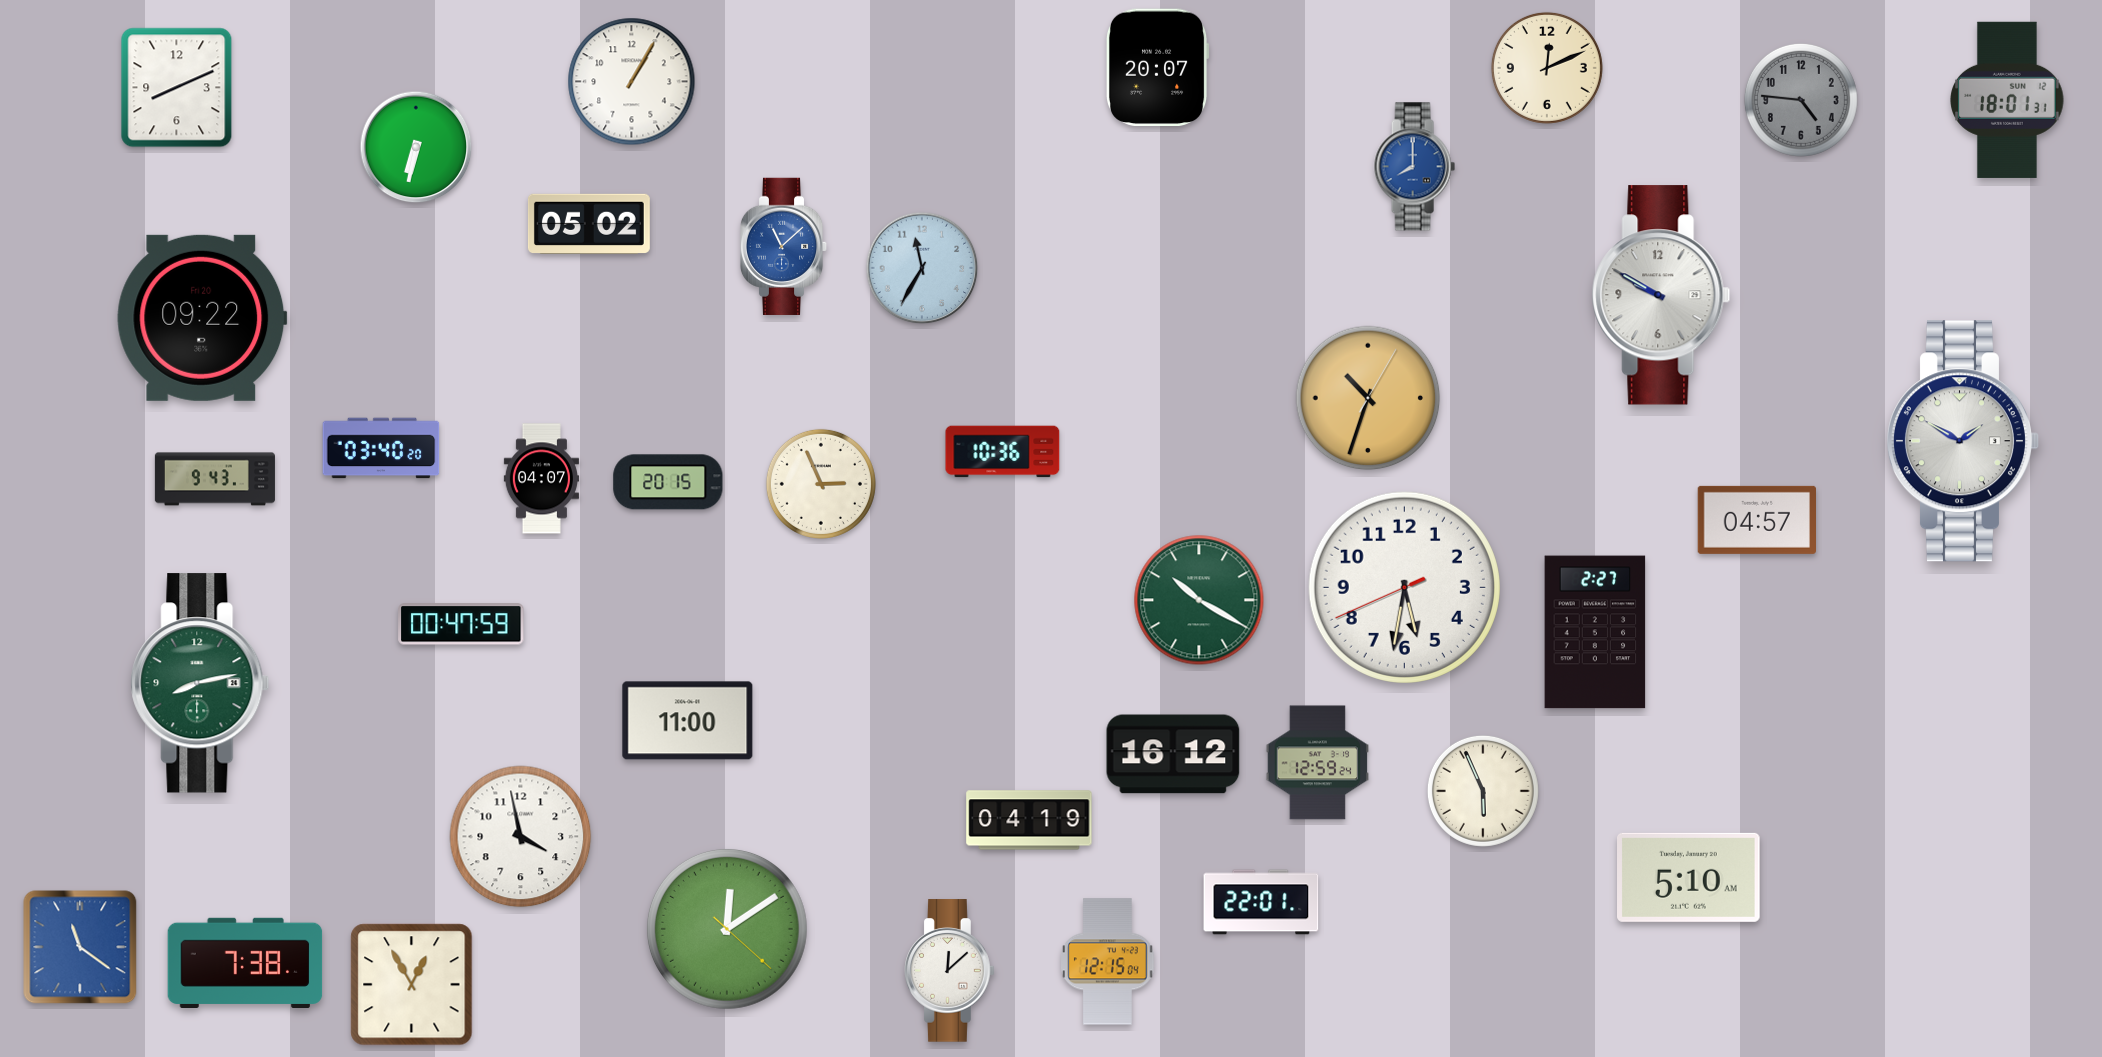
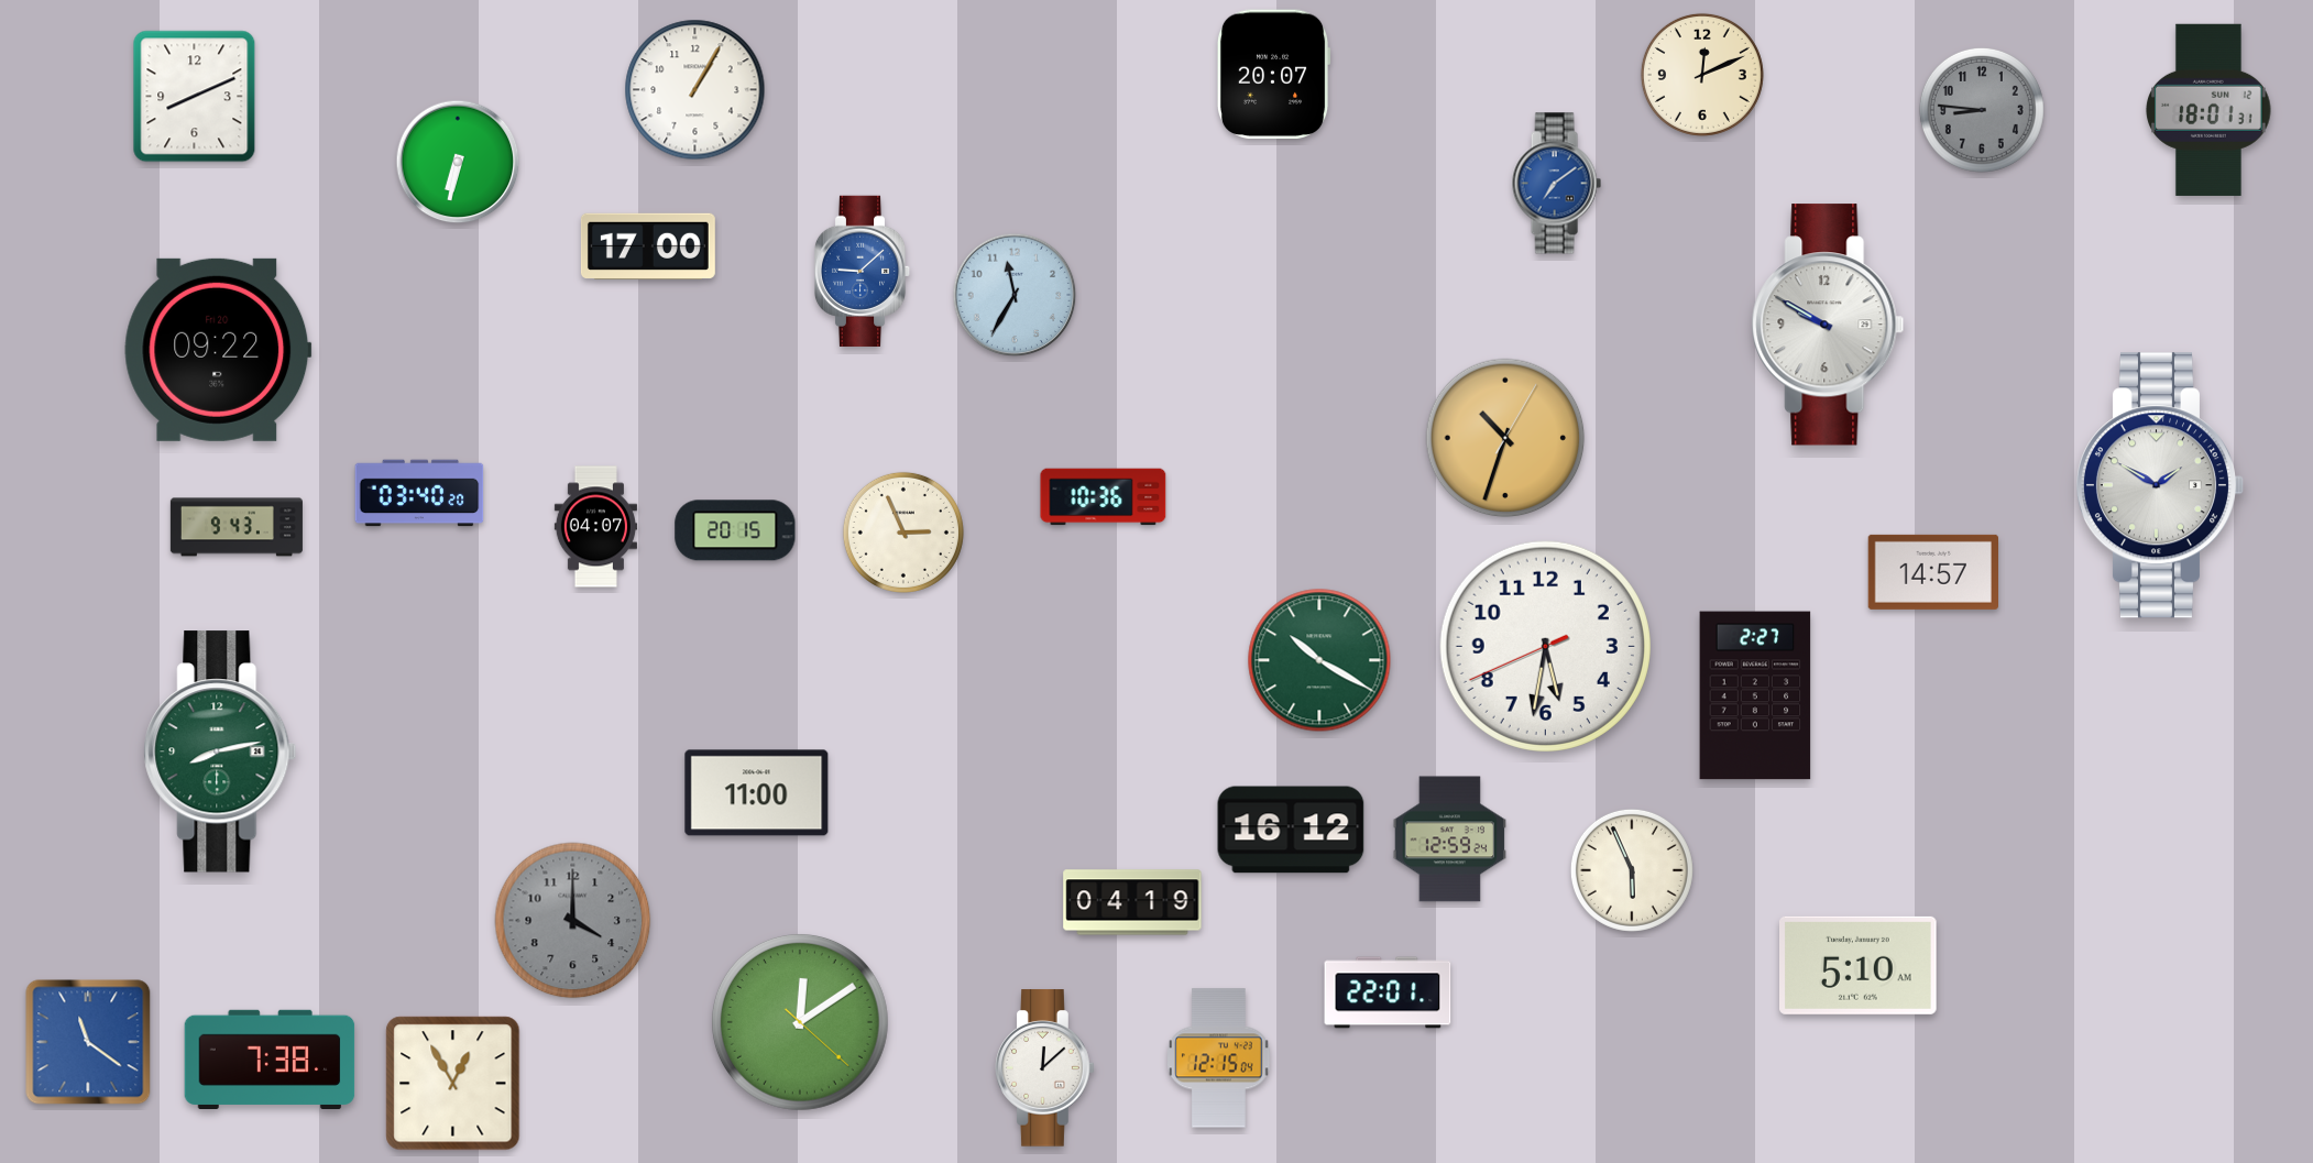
clock at (1801, 100): 4:46 -> 8:46
clock at (1414, 167): 8:00 -> 7:09
clock at (589, 223): 05:02 -> 17:00
clock at (784, 246): 11:08 -> 9:08
clock at (202, 318) position: (202, 318) -> (218, 350)
clock at (1756, 520): 04:57 -> 14:57
clock at (461, 624): 00:47 -> none
clock at (521, 837): 3:58 -> 4:00
clock at (521, 837) dial: white -> grey
